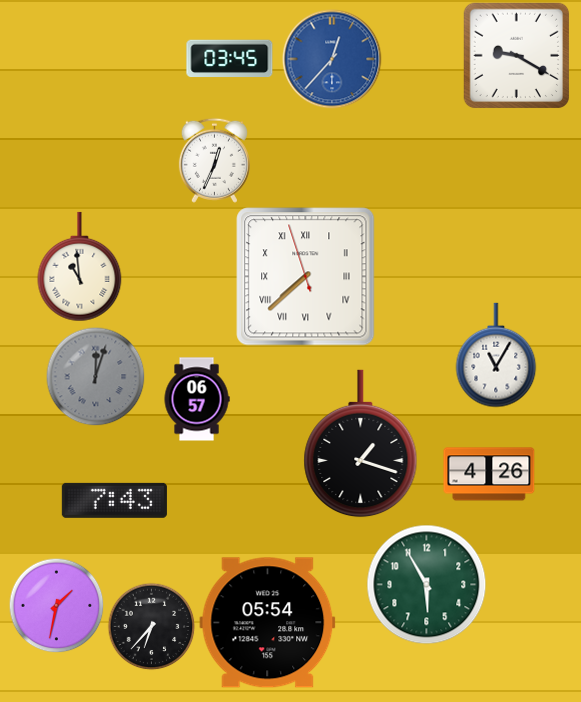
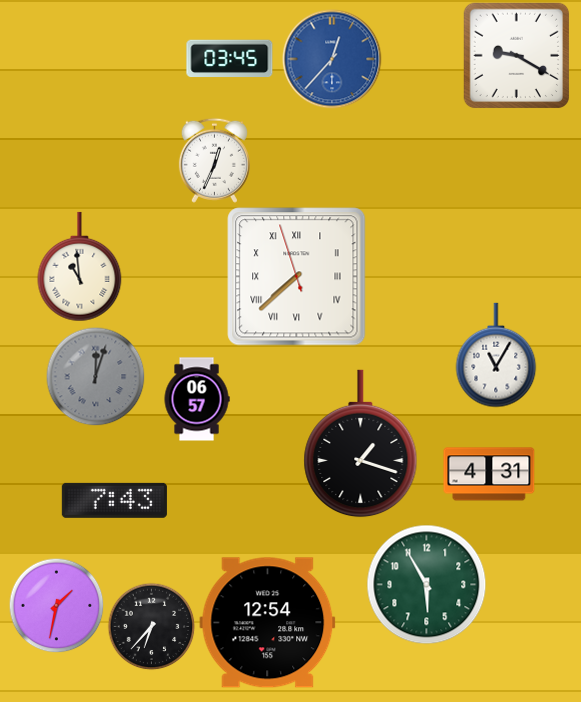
clock at (306, 277) position: (306, 277) -> (297, 277)
clock at (489, 474): 4:26 -> 4:31
clock at (268, 623): 05:54 -> 12:54
